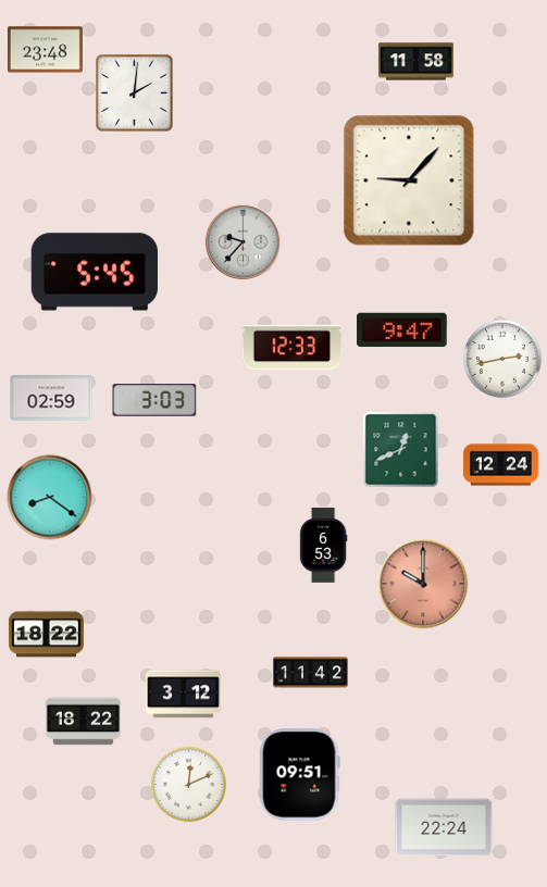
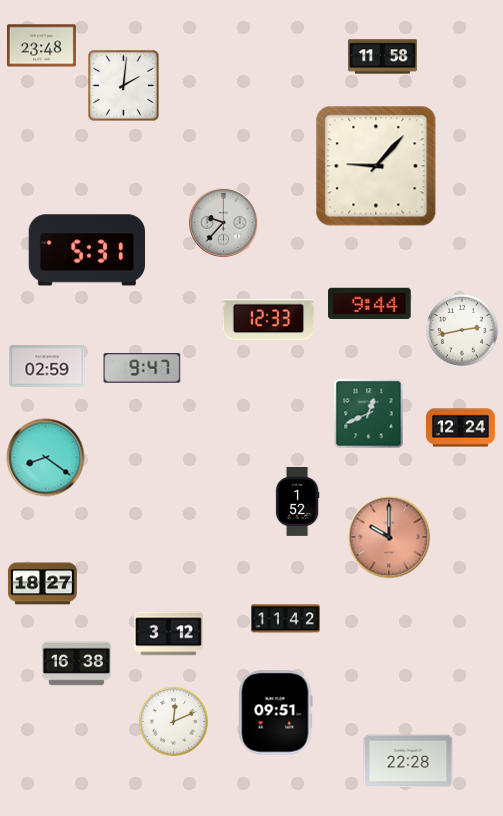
clock at (94, 272): 5:45 -> 5:31
clock at (402, 330): 9:47 -> 9:44
clock at (154, 400): 3:03 -> 9:47
clock at (323, 545): 6:53 -> 1:52
clock at (46, 635): 18:22 -> 18:27
clock at (183, 695) position: (183, 695) -> (168, 634)
clock at (83, 722): 18:22 -> 16:38
clock at (444, 827): 22:24 -> 22:28
